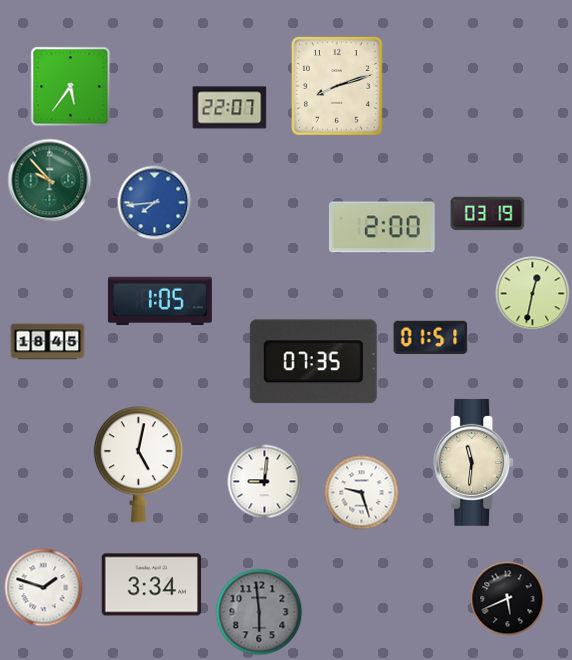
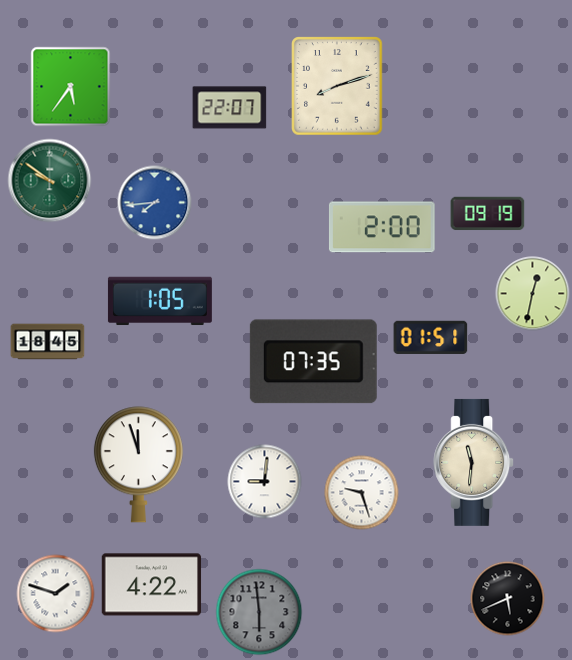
clock at (50, 181): 9:53 -> 9:51
clock at (488, 214): 03:19 -> 09:19
clock at (138, 465): 5:02 -> 11:57
clock at (152, 585): 3:34 -> 4:22
clock at (44, 588) position: (44, 588) -> (56, 594)
